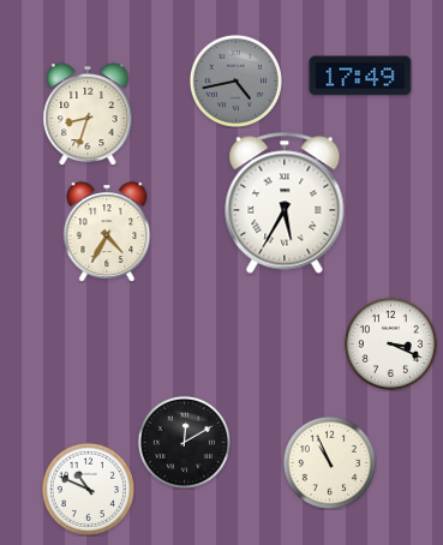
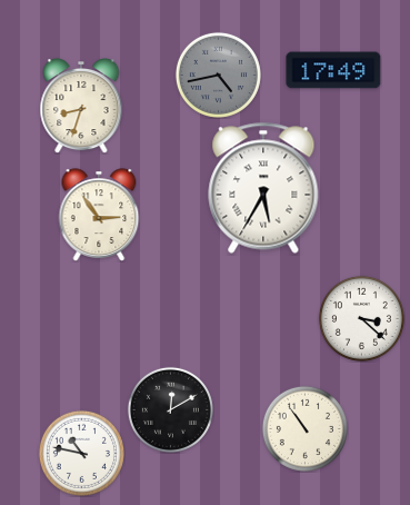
clock at (107, 232): 4:35 -> 2:54
clock at (390, 343): 3:19 -> 3:22
clock at (329, 462): 10:56 -> 10:54
clock at (88, 489): 10:49 -> 10:47
